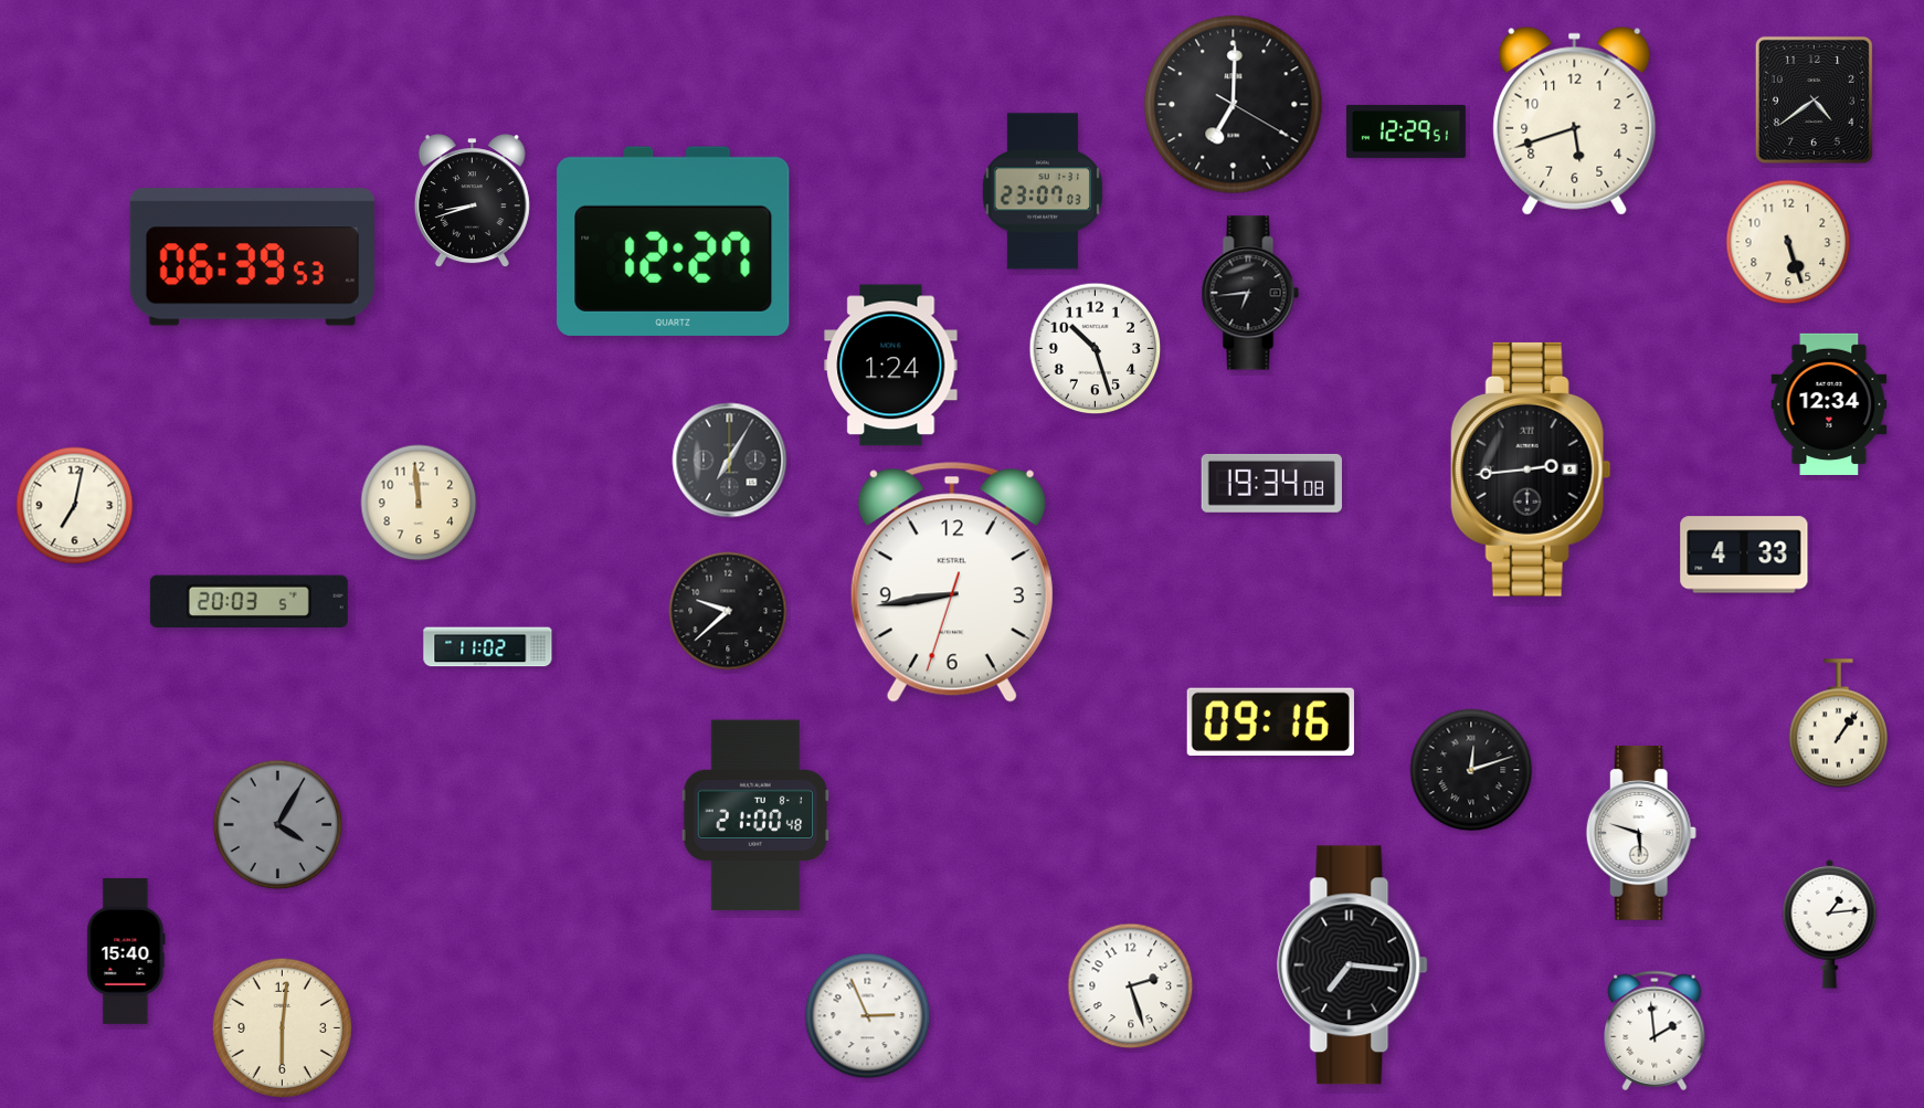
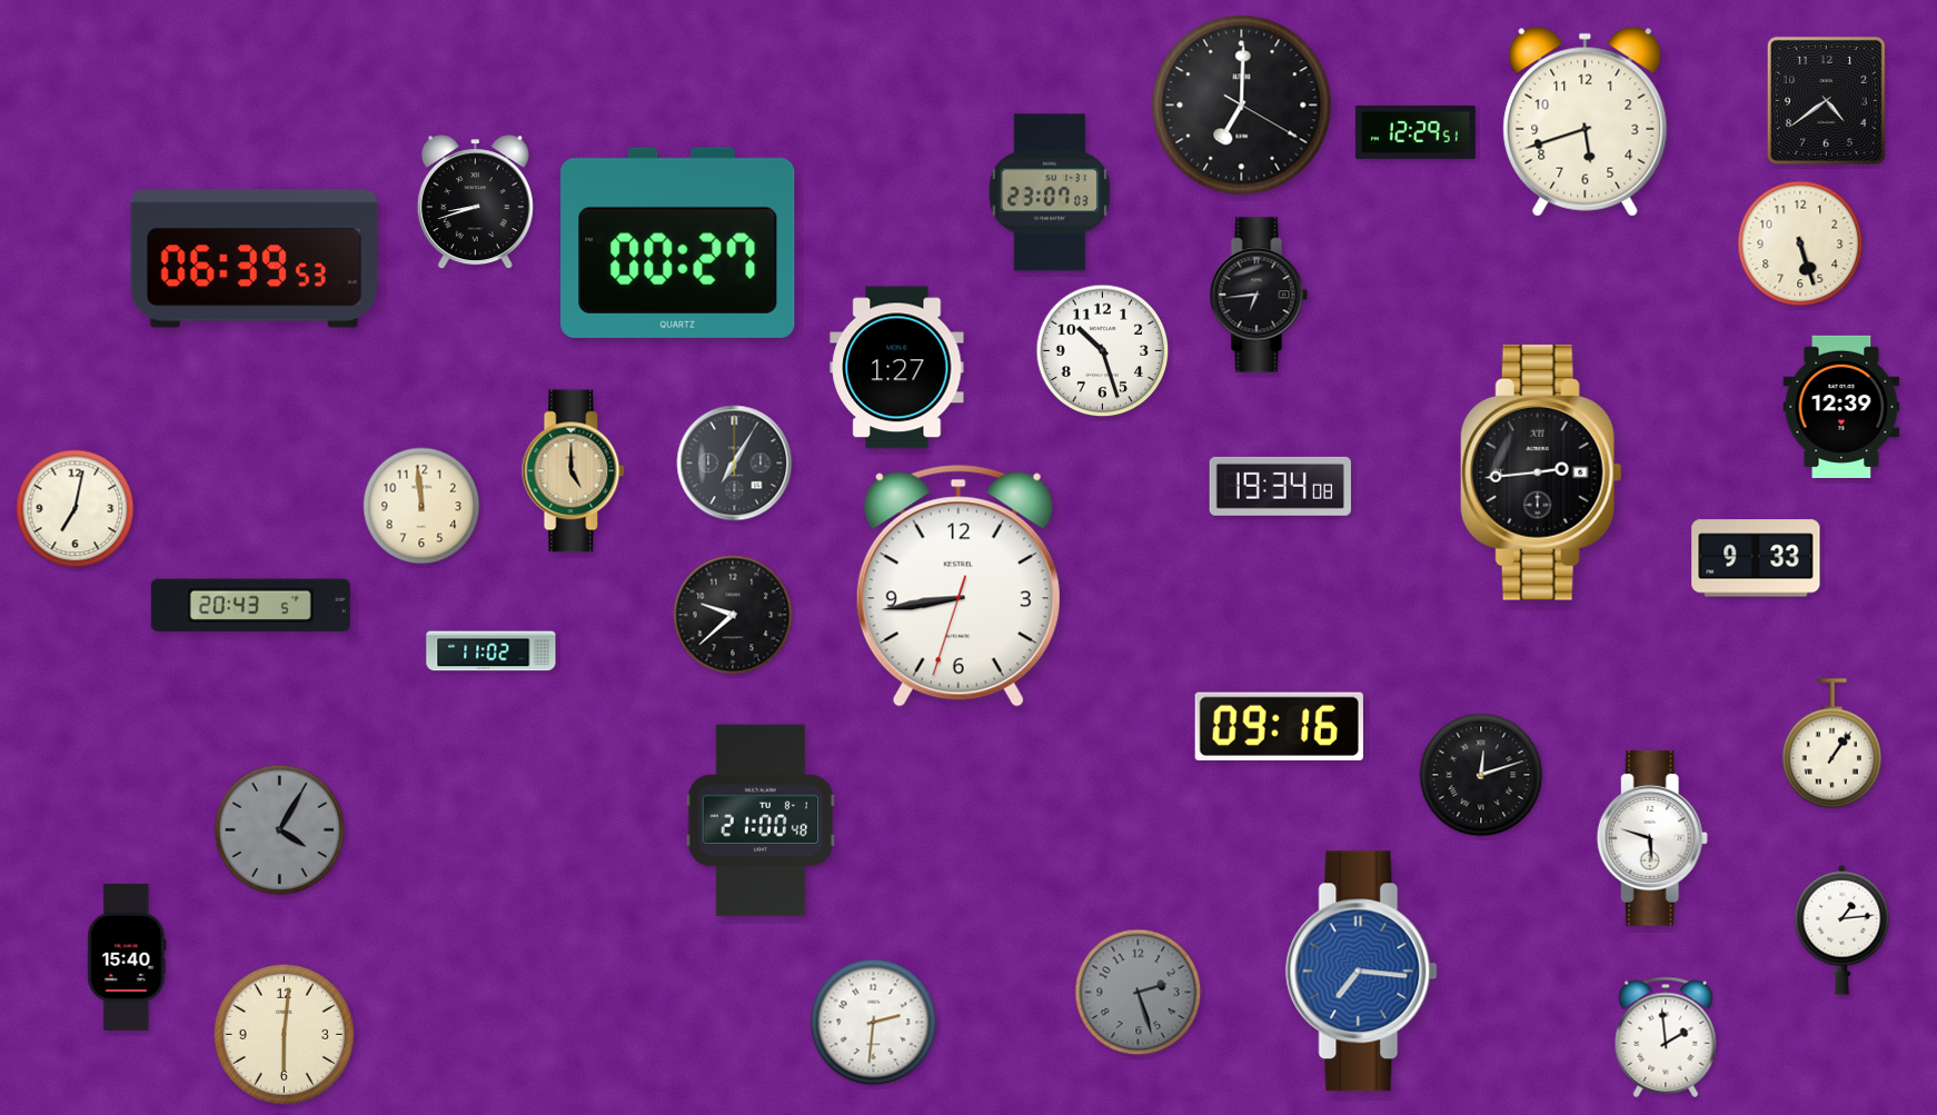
clock at (674, 241): 12:27 -> 00:27
clock at (891, 366): 1:24 -> 1:27
clock at (1829, 403): 12:34 -> 12:39
clock at (574, 471): none -> 5:00
clock at (1744, 555): 4:33 -> 9:33
clock at (249, 601): 20:03 -> 20:43
clock at (1839, 724) position: (1839, 724) -> (1832, 744)
clock at (1353, 965) dial: black -> blue
clock at (1131, 986) dial: white -> grey
clock at (868, 1016): 2:56 -> 2:31
